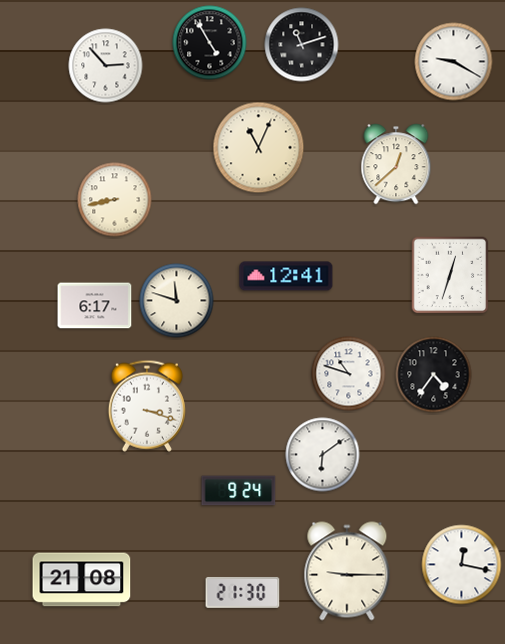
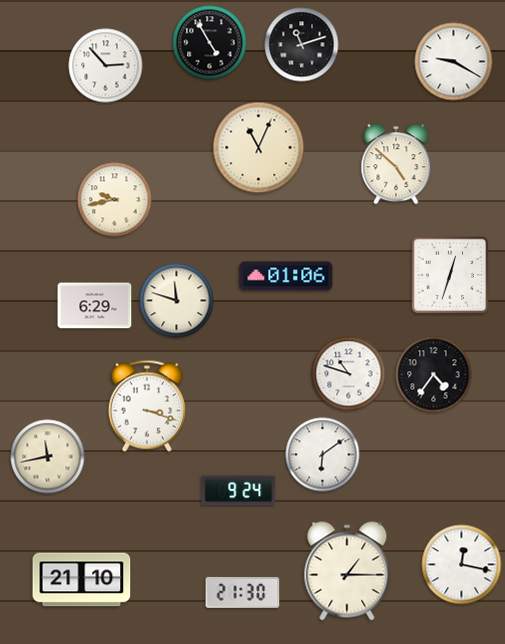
clock at (396, 164): 12:38 -> 4:52
clock at (115, 200): 8:43 -> 9:43
clock at (286, 276): 12:41 -> 01:06
clock at (95, 306): 6:17 -> 6:29
clock at (48, 457): none -> 11:43
clock at (347, 571): 9:15 -> 1:15
clock at (82, 580): 21:08 -> 21:10
